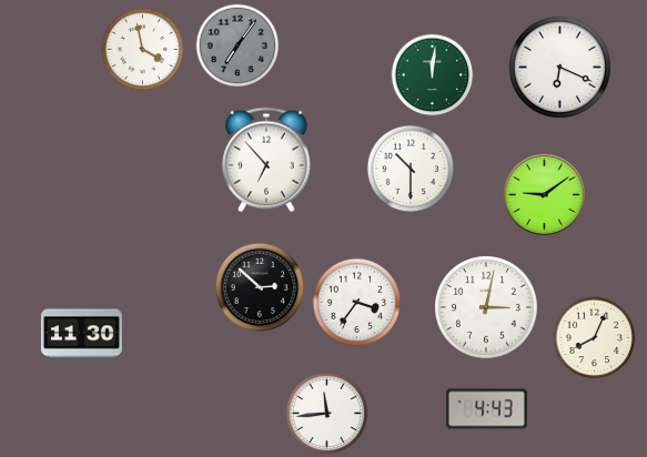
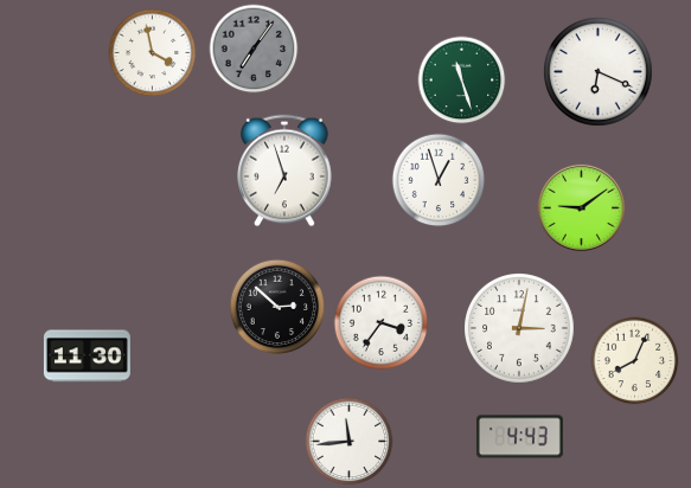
clock at (433, 75): 12:01 -> 11:27
clock at (266, 160): 6:53 -> 6:57
clock at (411, 169): 10:30 -> 12:57
